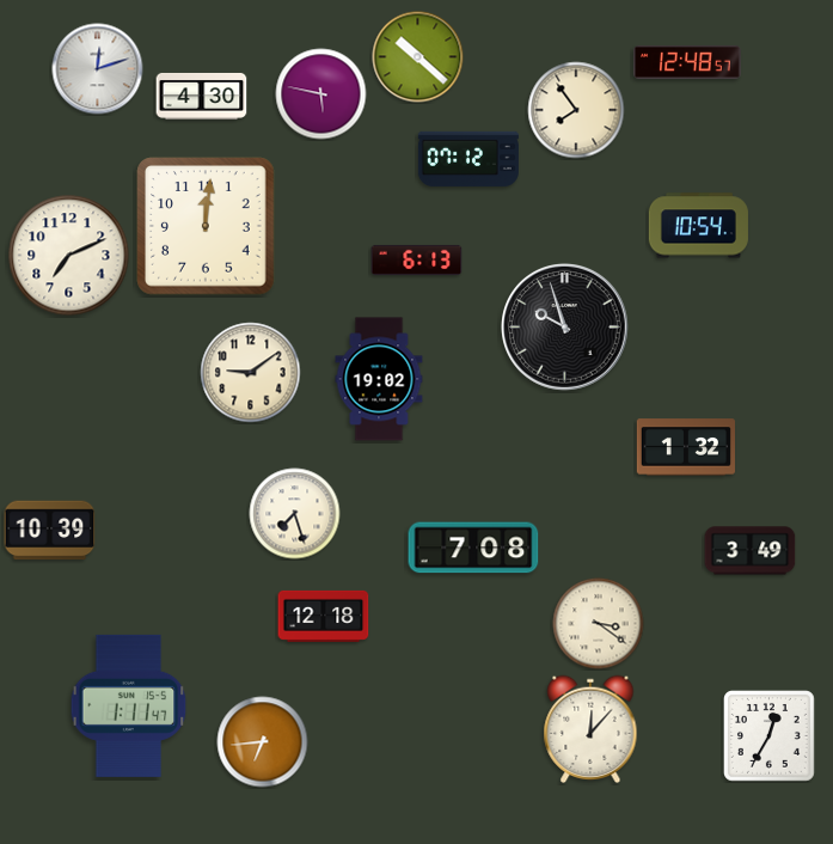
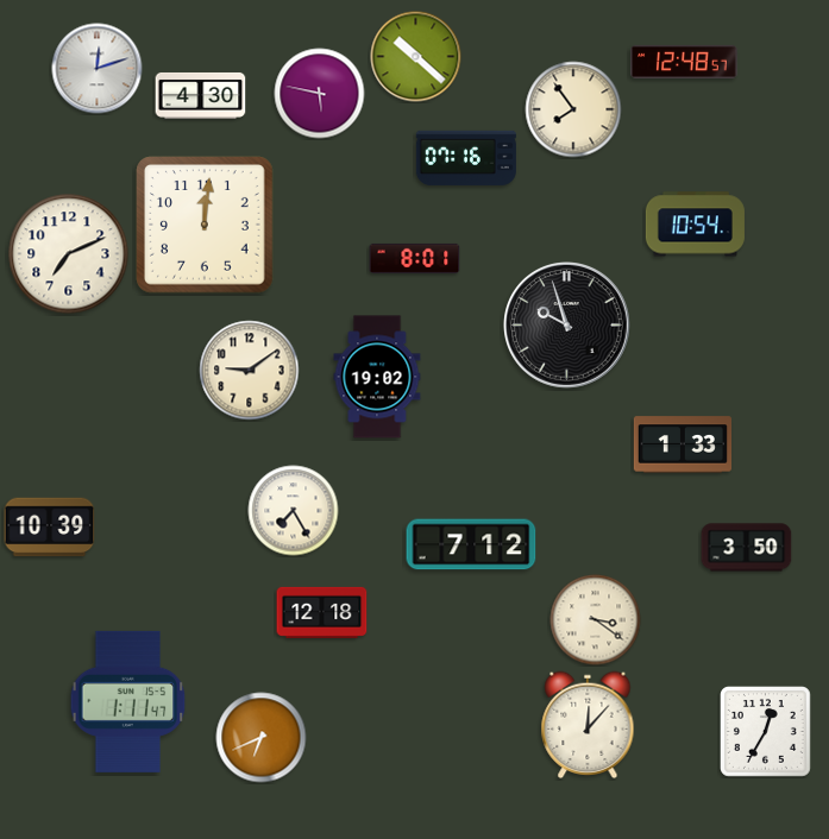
clock at (468, 159): 07:12 -> 07:16
clock at (417, 259): 6:13 -> 8:01
clock at (565, 328) position: (565, 328) -> (567, 326)
clock at (685, 447): 1:32 -> 1:33
clock at (295, 514): 7:27 -> 7:25
clock at (473, 548): 7:08 -> 7:12
clock at (751, 551): 3:49 -> 3:50
clock at (263, 742): 6:44 -> 6:41
